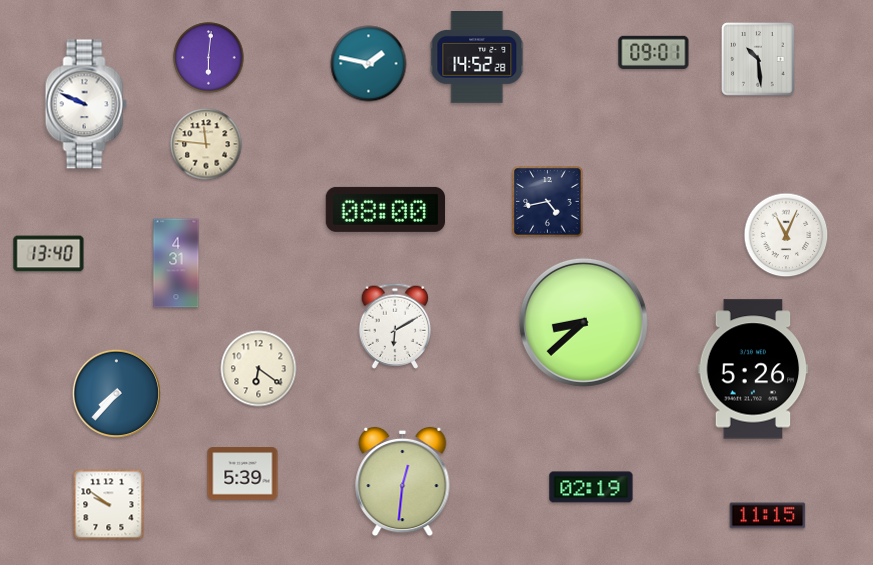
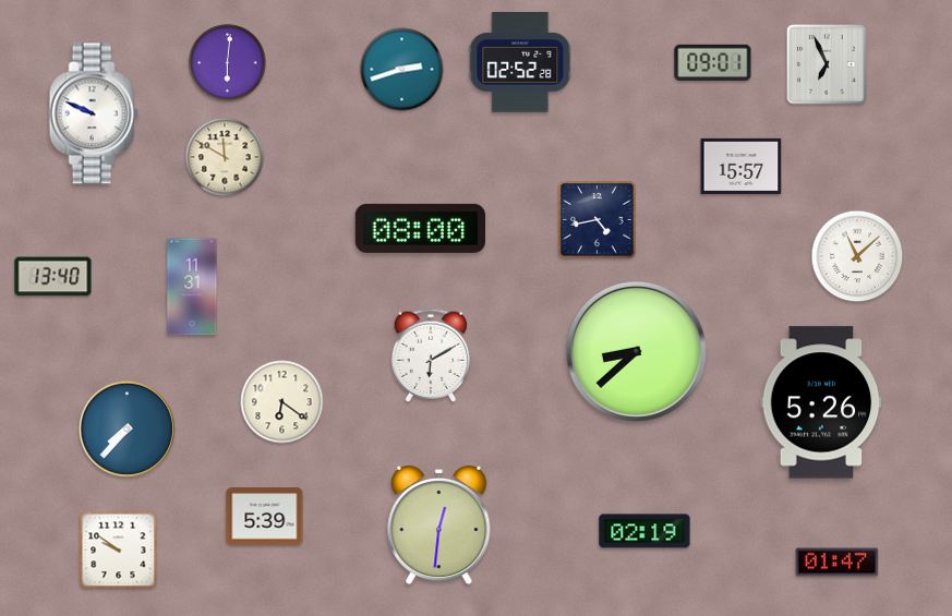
clock at (654, 52) position: (654, 52) -> (713, 62)
clock at (477, 58): 14:52 -> 02:52
clock at (758, 59): 10:29 -> 6:56
clock at (369, 64): 1:47 -> 2:42
clock at (206, 144): 11:46 -> 11:50
clock at (742, 166): none -> 15:57
clock at (786, 235): 11:04 -> 11:08
clock at (176, 263): 4:31 -> 11:31
clock at (768, 516): 11:15 -> 01:47
